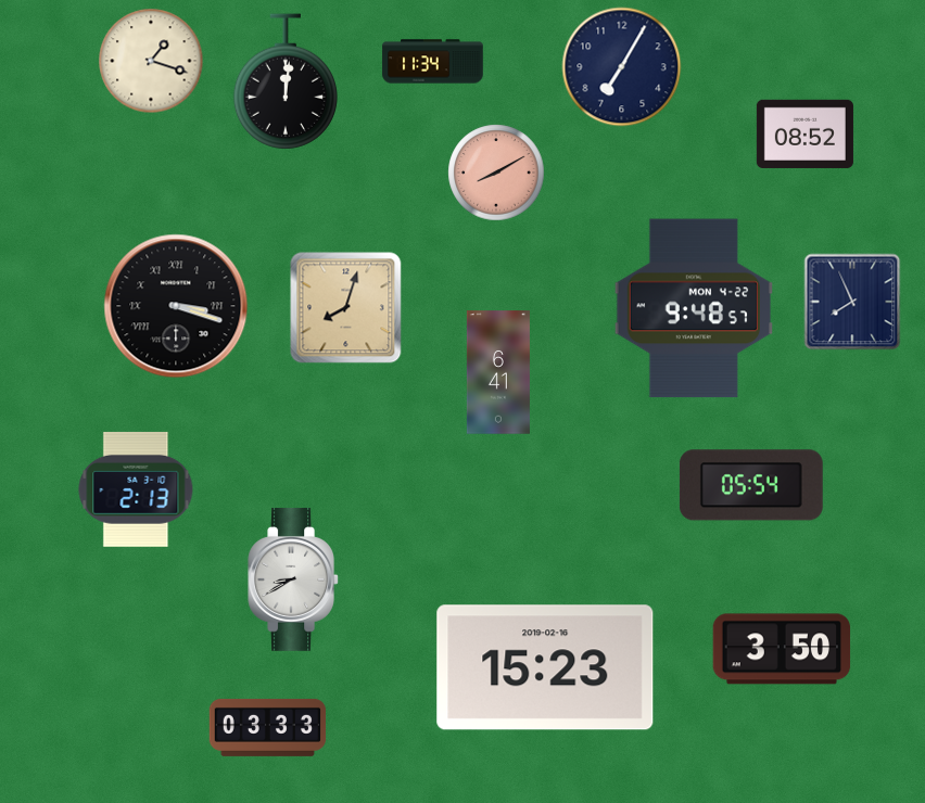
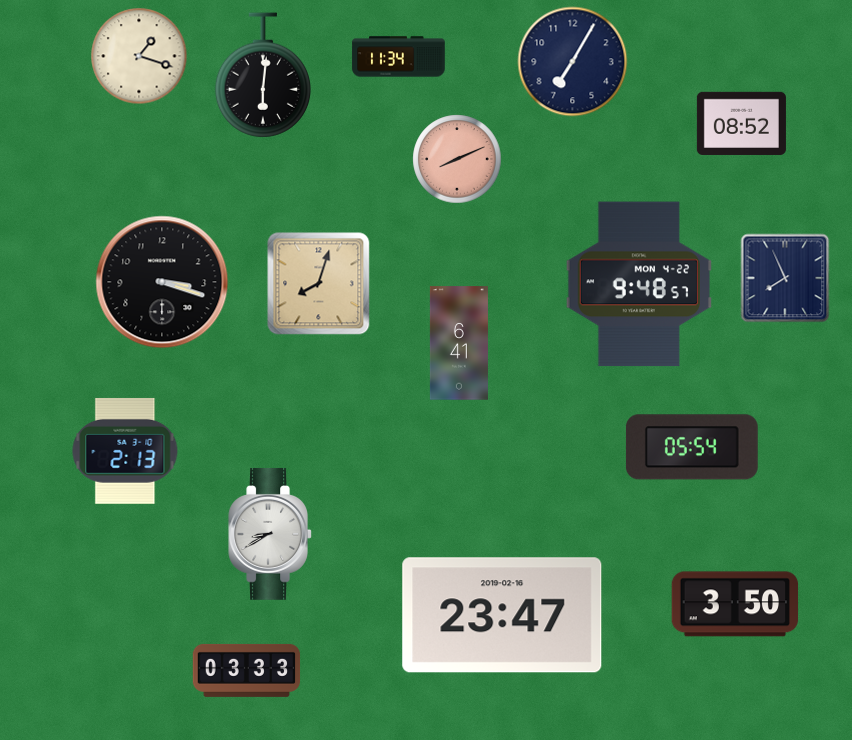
clock at (286, 81): 12:01 -> 6:01
clock at (496, 173): 8:10 -> 8:11
clock at (176, 306) numerals: Roman -> Arabic
clock at (782, 649) position: (782, 649) -> (735, 604)
clock at (545, 667): 15:23 -> 23:47
